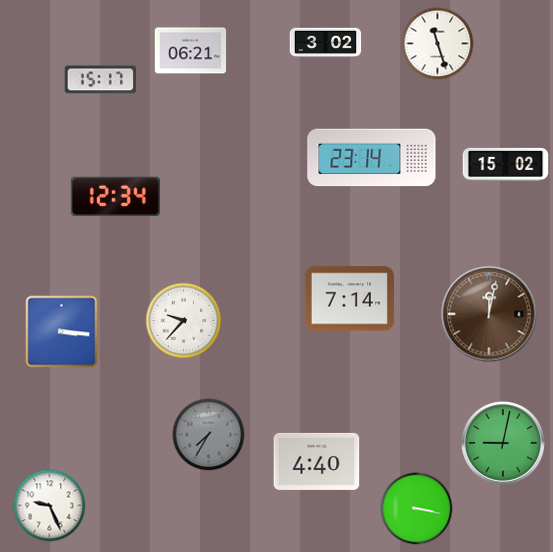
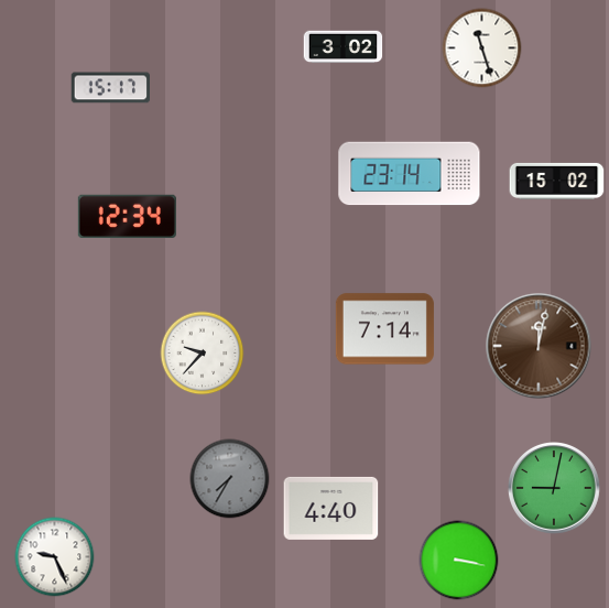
clock at (326, 43) position: (326, 43) -> (344, 47)
clock at (191, 51): 06:21 -> none
clock at (62, 332): 3:16 -> none
clock at (317, 461) position: (317, 461) -> (331, 508)
